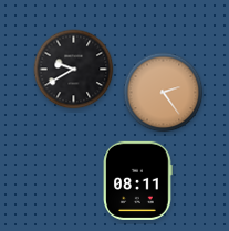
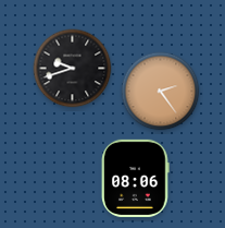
clock at (74, 70): 9:40 -> 9:42
clock at (138, 180): 08:11 -> 08:06
